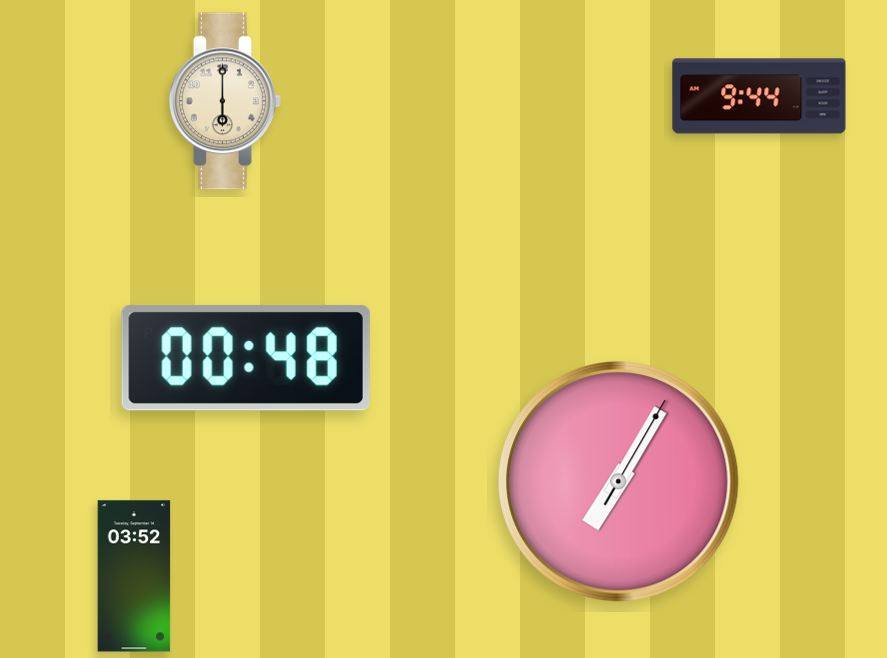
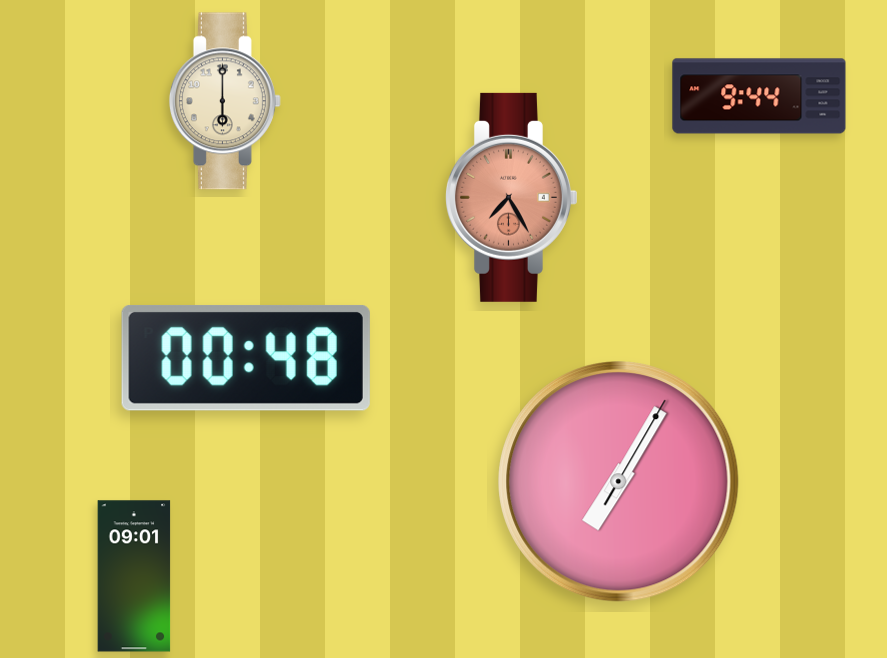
clock at (511, 197): none -> 7:25
clock at (134, 576): 03:52 -> 09:01
